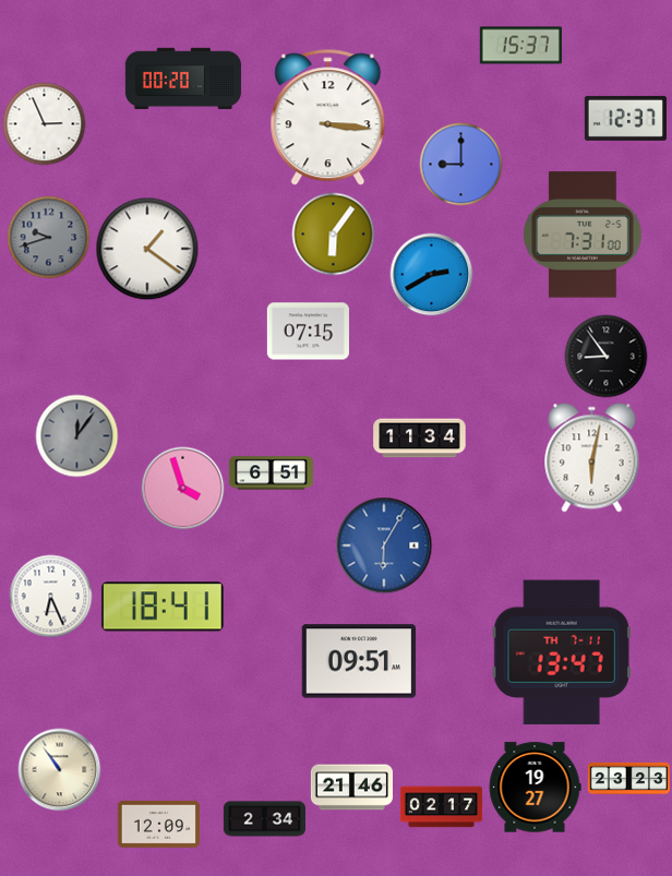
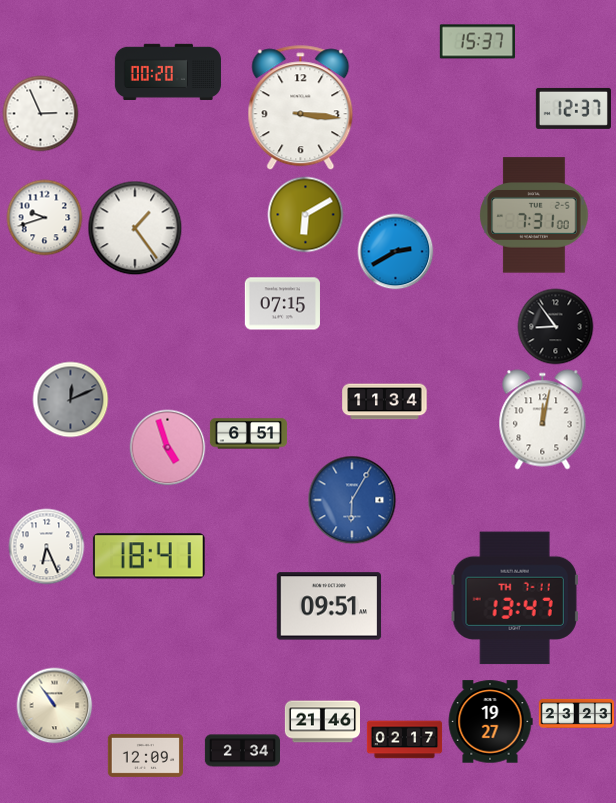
clock at (461, 165): 9:00 -> none
clock at (334, 235): 6:06 -> 6:10
clock at (49, 238) dial: grey -> white
clock at (147, 249): 1:21 -> 1:24
clock at (77, 436): 12:06 -> 12:11
clock at (592, 458): 6:02 -> 12:02
clock at (183, 489): 3:57 -> 4:57
